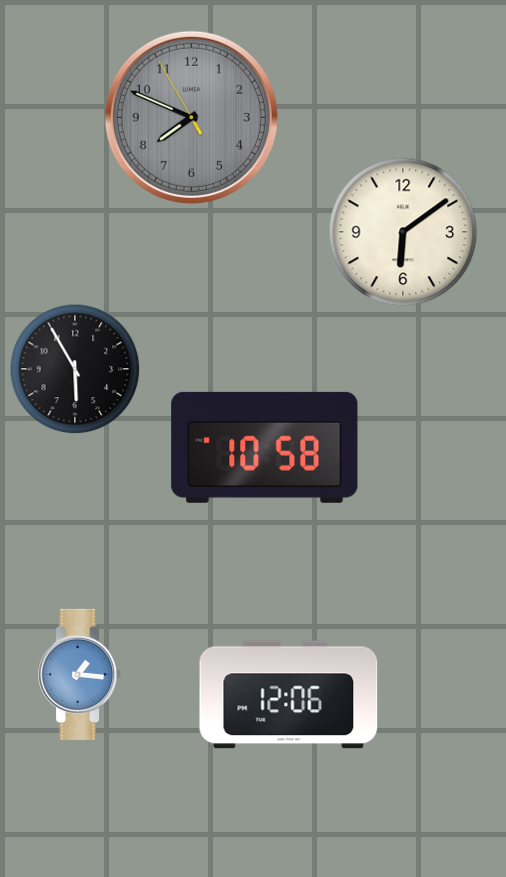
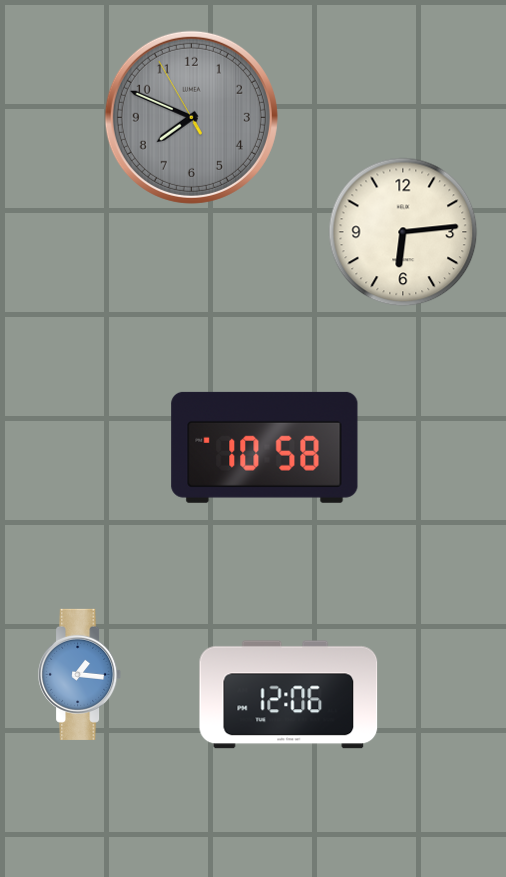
clock at (403, 232): 6:09 -> 6:14
clock at (75, 369): 5:55 -> none
